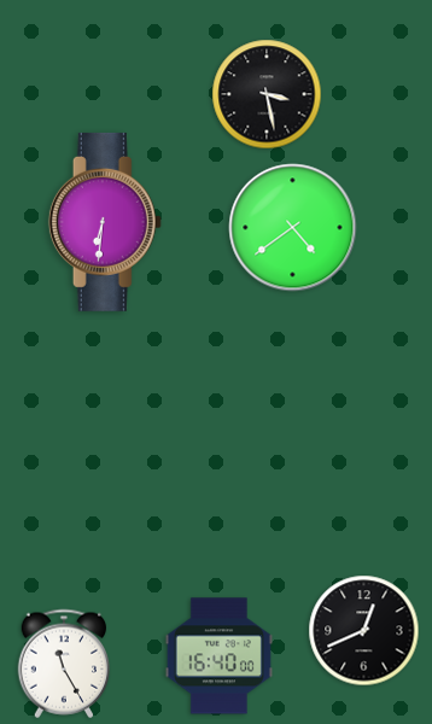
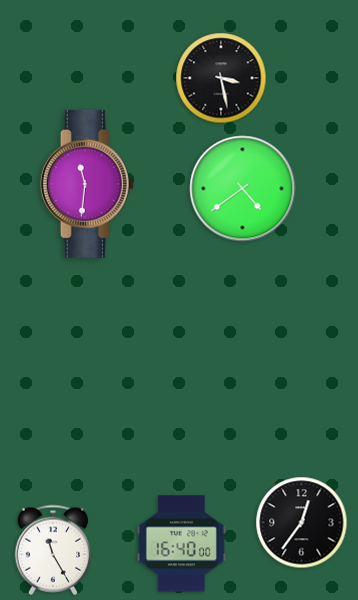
clock at (105, 222): 6:31 -> 11:31
clock at (364, 631): 12:41 -> 12:36
